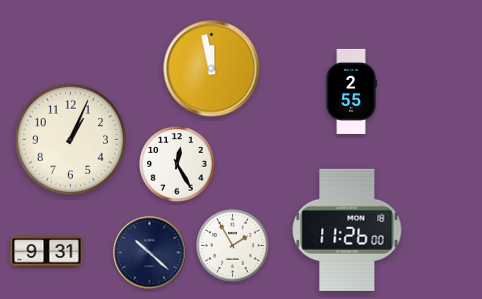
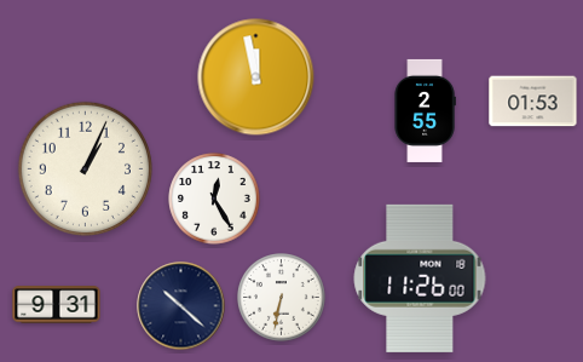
clock at (212, 69) position: (212, 69) -> (256, 77)
clock at (533, 102): none -> 01:53
clock at (233, 246): 1:55 -> 6:32
